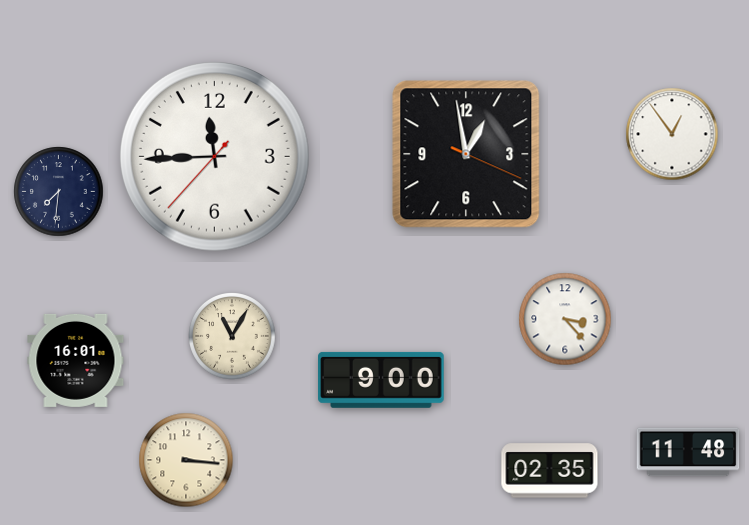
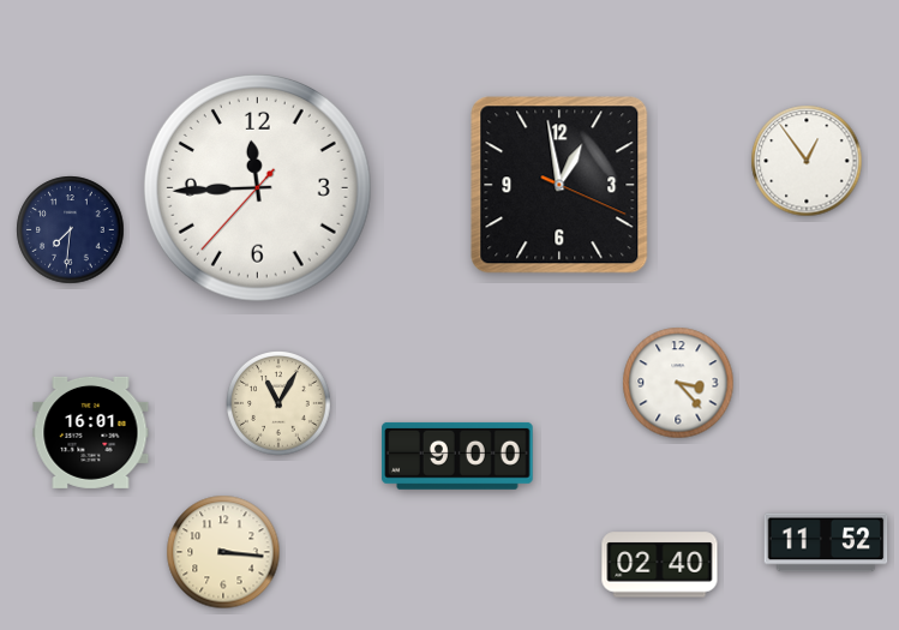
clock at (688, 452): 11:48 -> 11:52
clock at (550, 471): 02:35 -> 02:40
